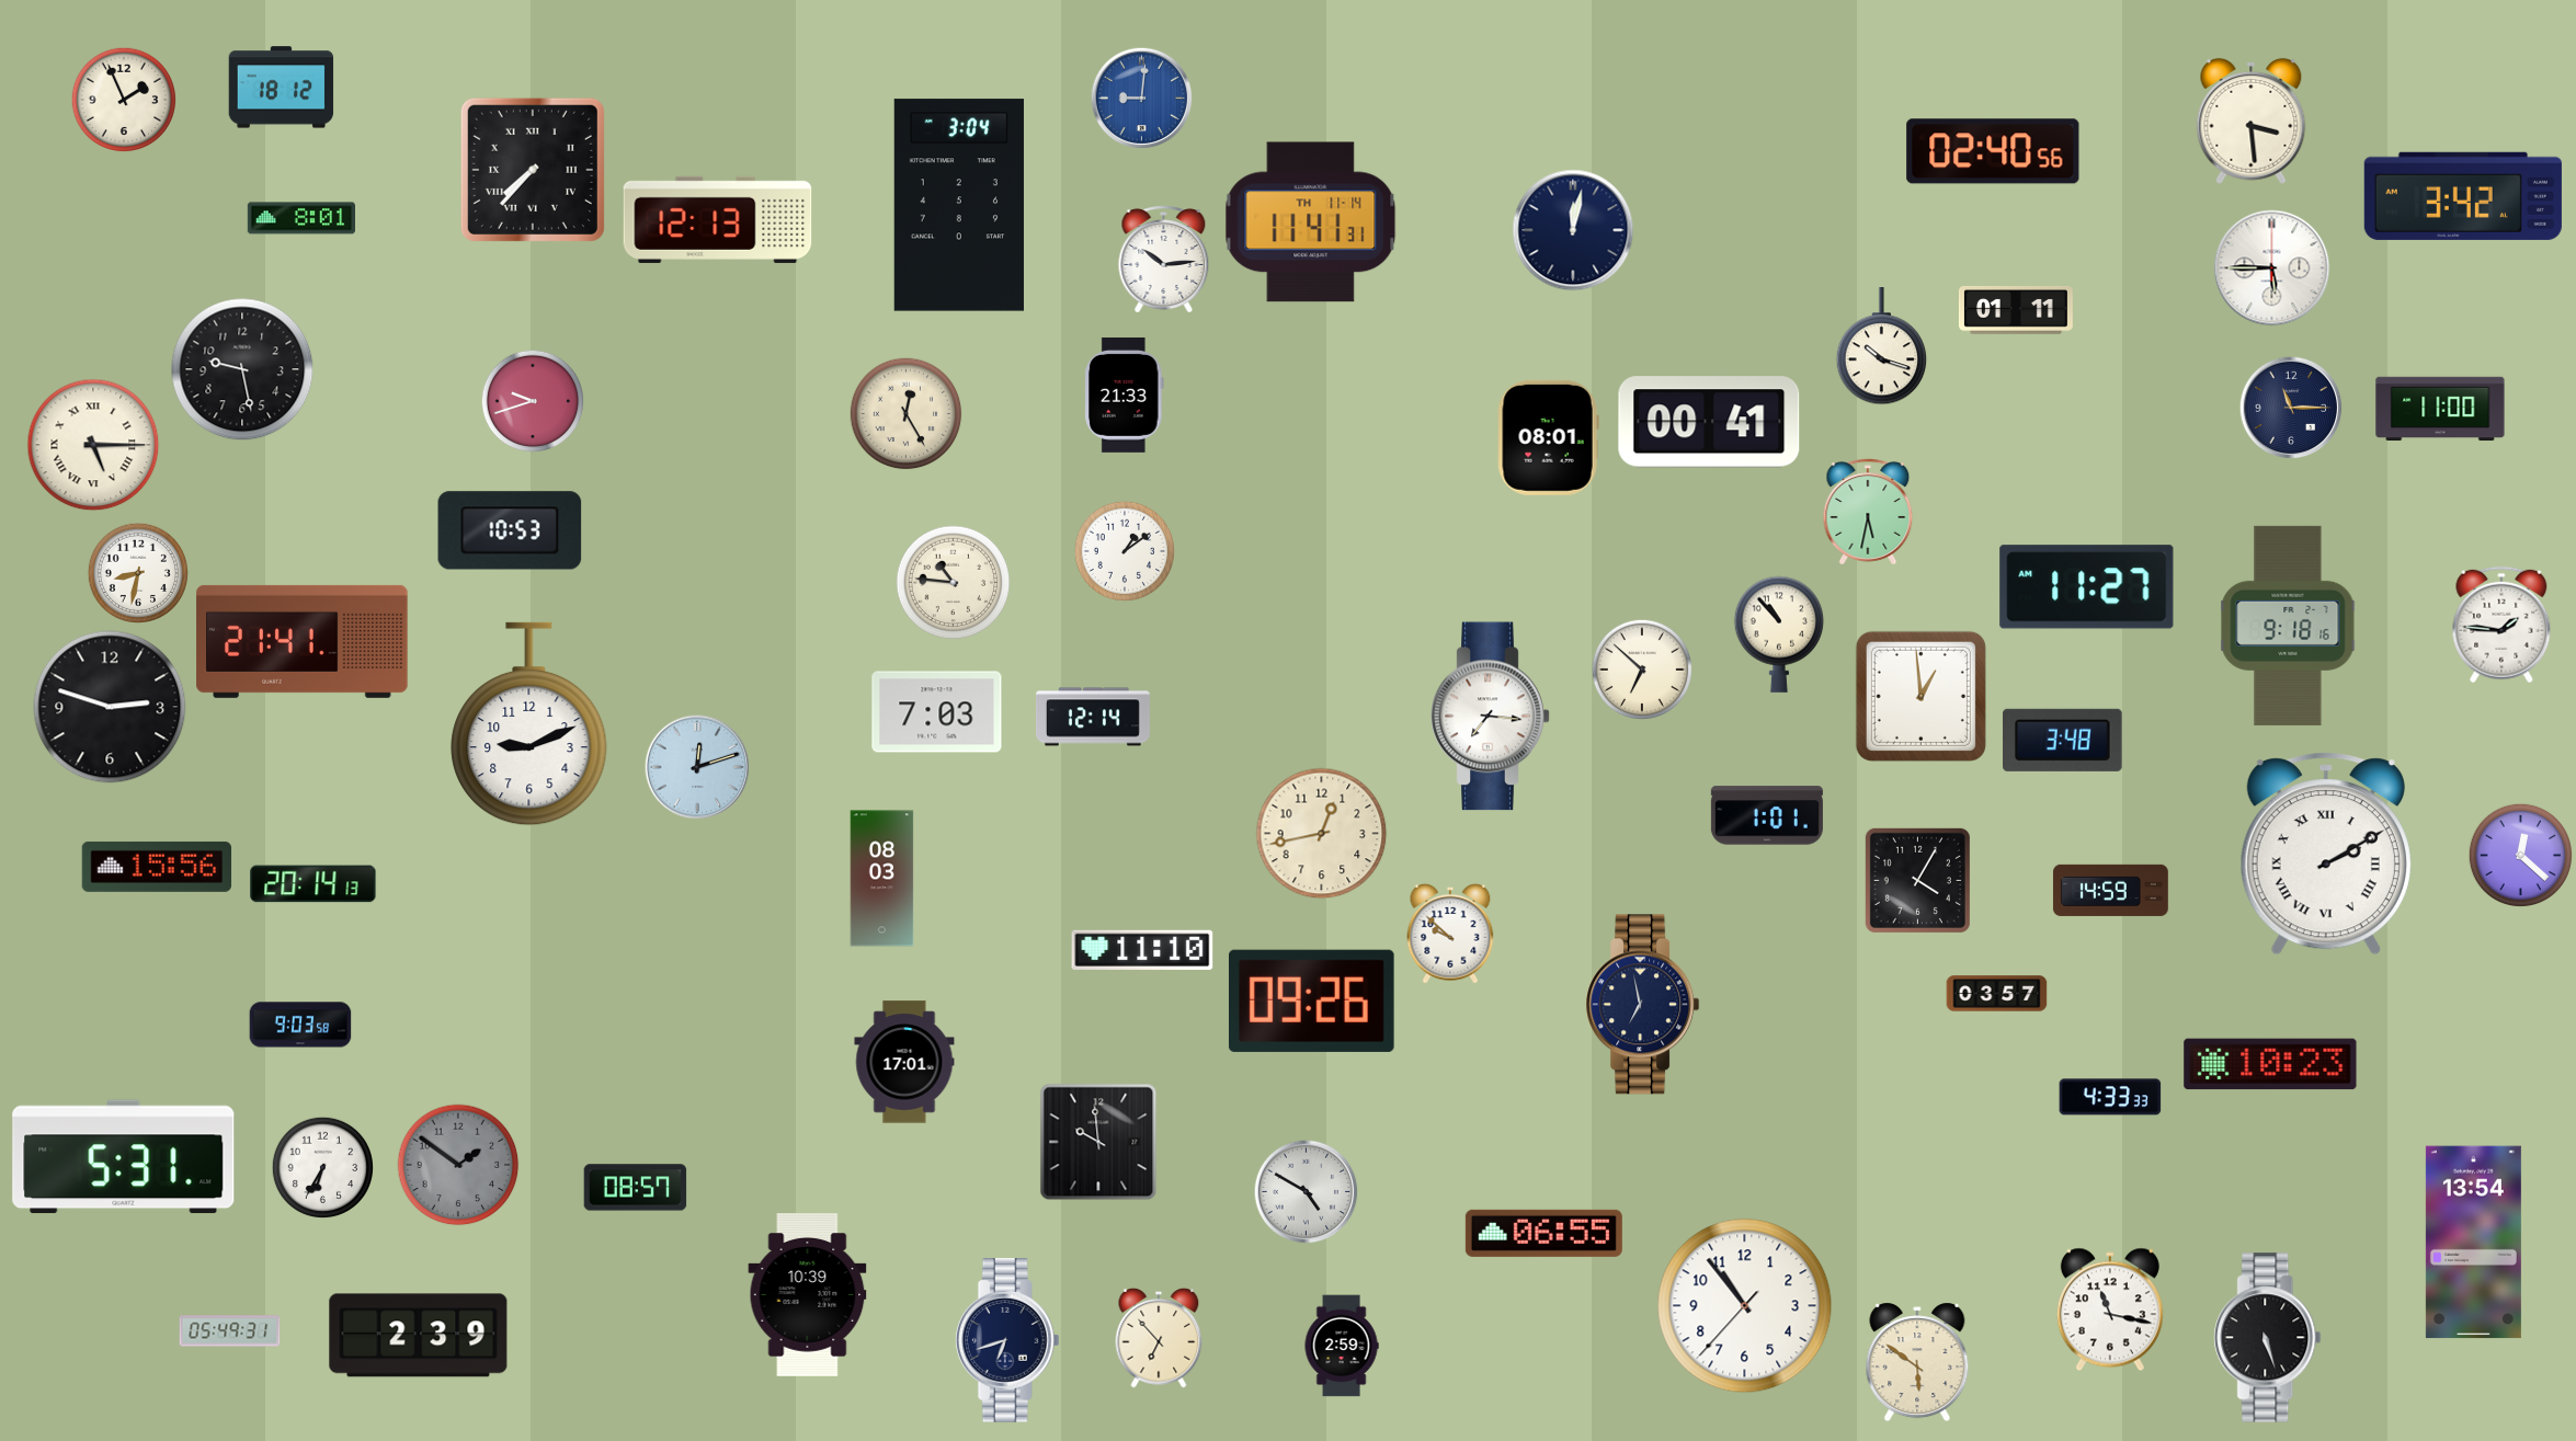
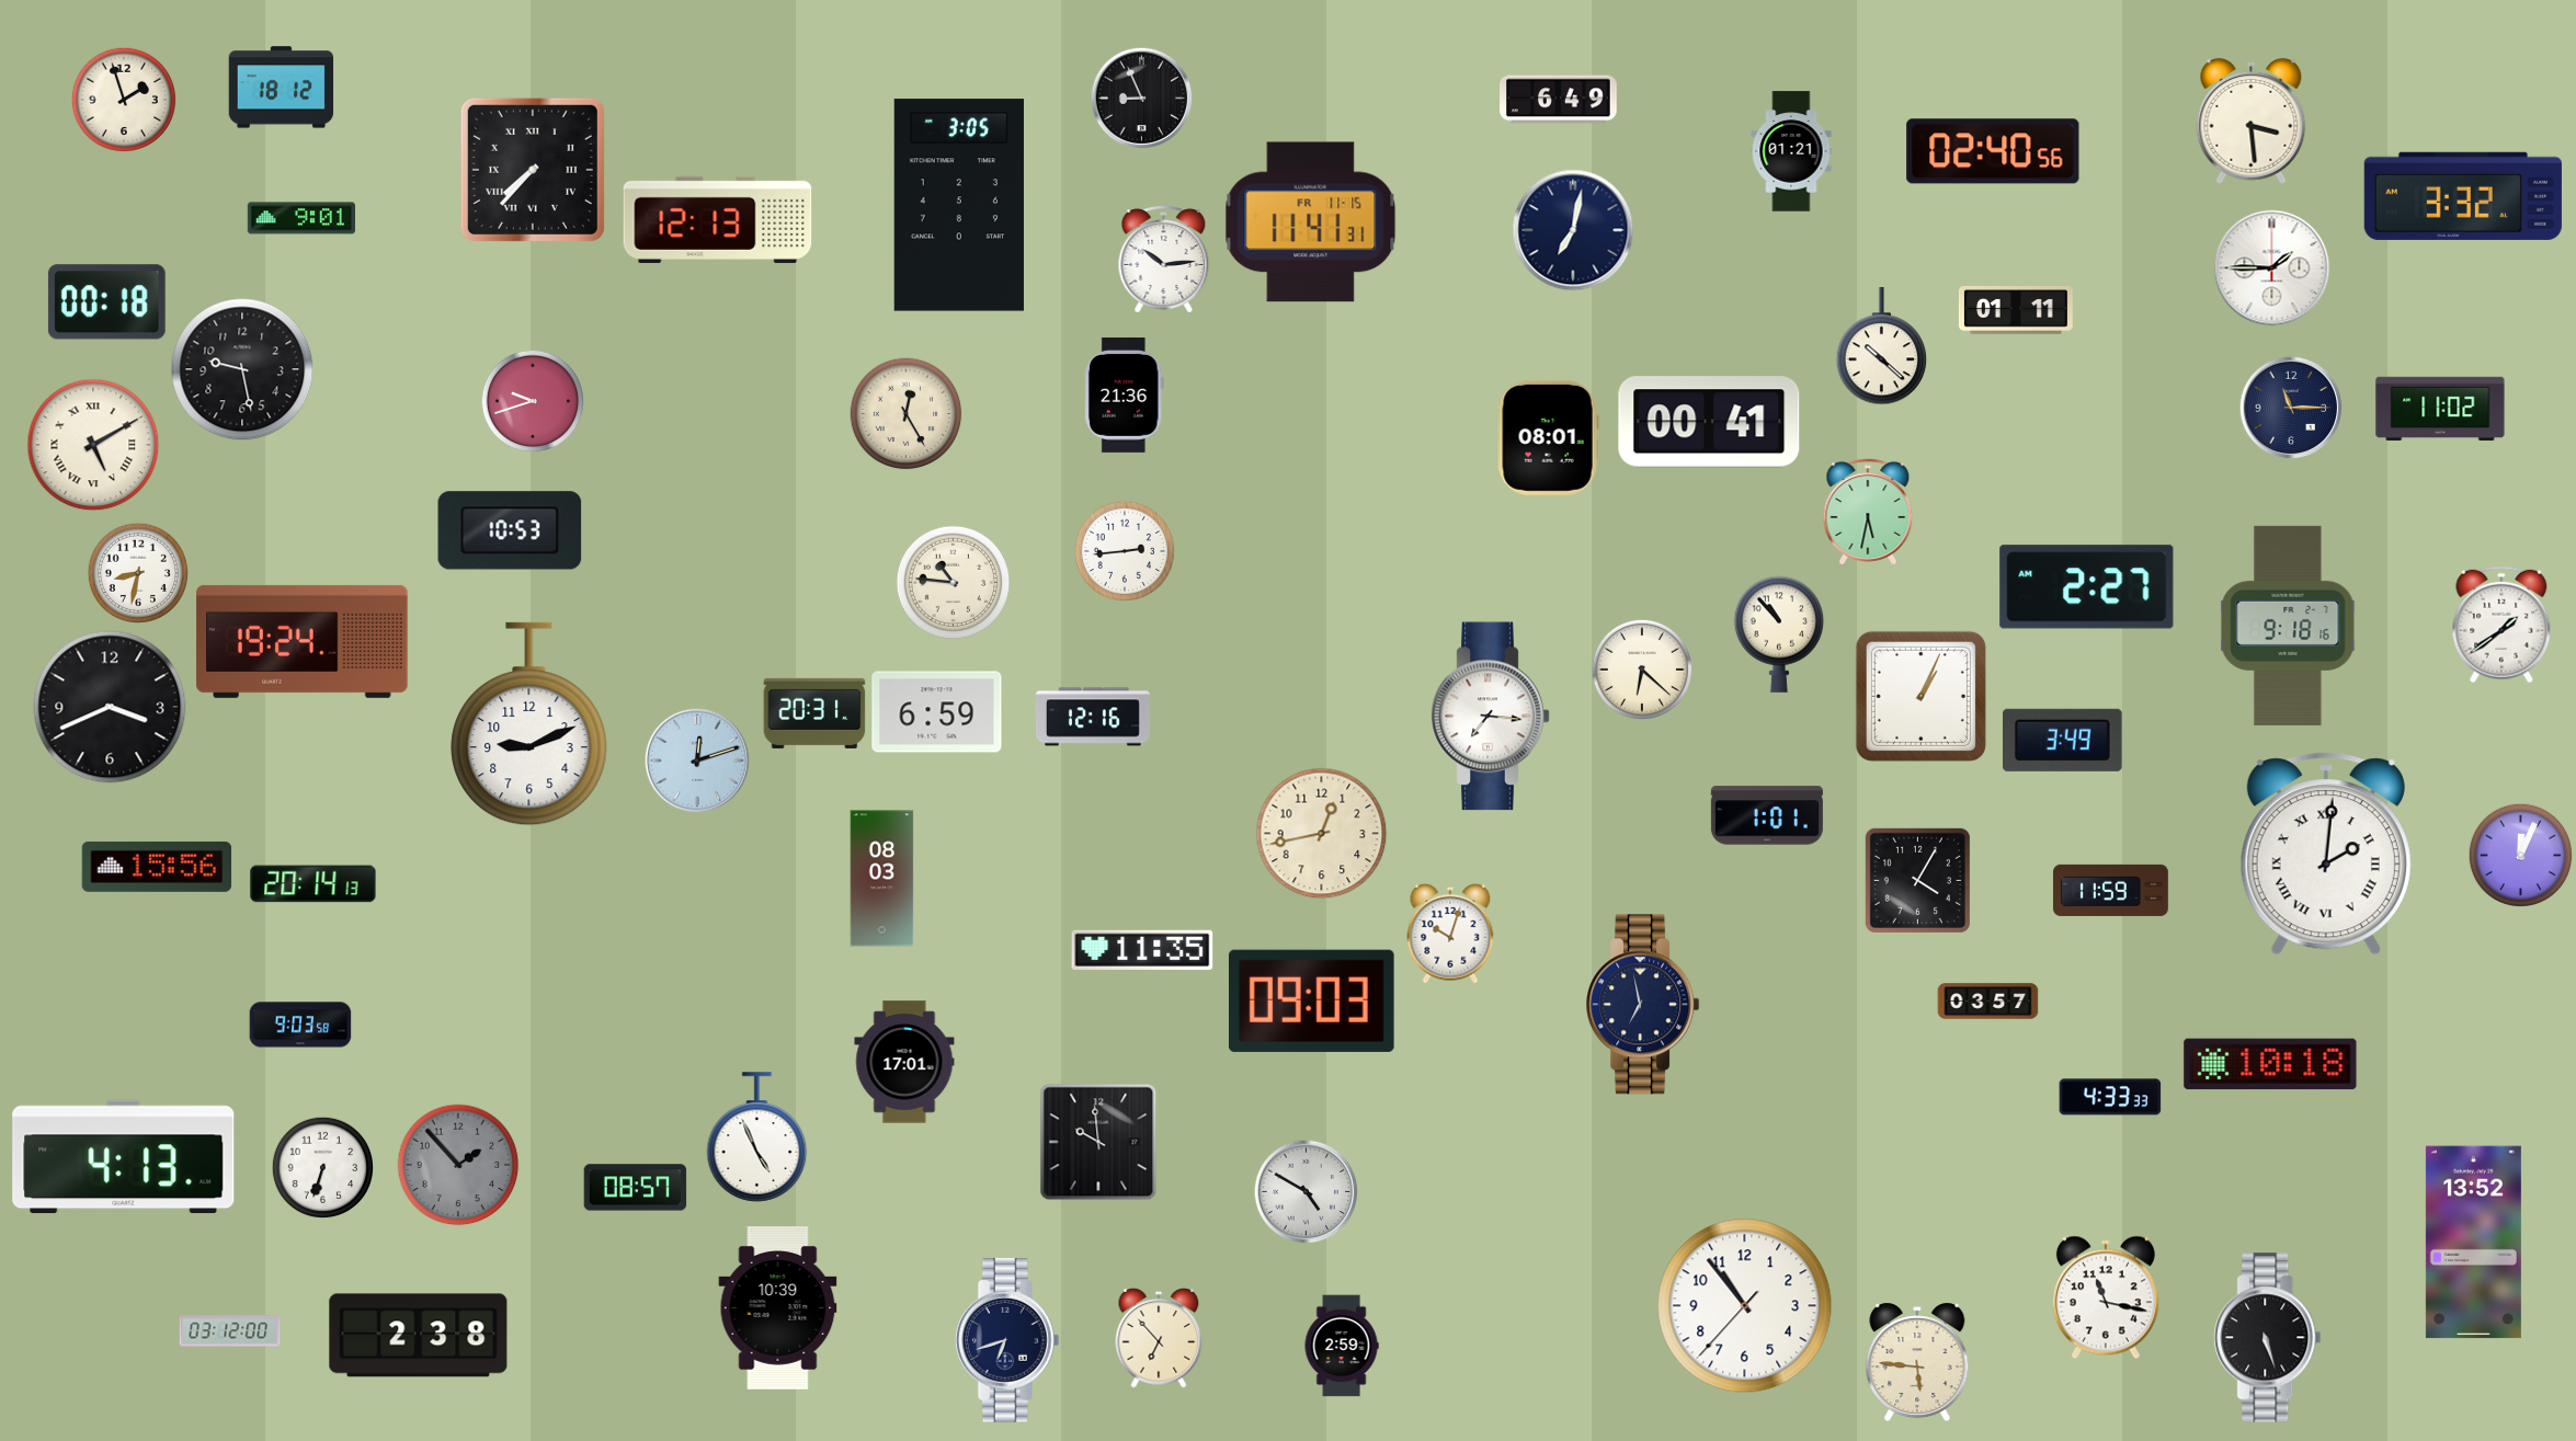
clock at (1141, 98): 9:01 -> 8:56
clock at (1141, 98) dial: blue -> black
clock at (124, 100): 1:56 -> 1:57
clock at (1559, 100): none -> 6:49
clock at (1791, 151): none -> 01:21
clock at (2463, 196): 3:42 -> 3:32
clock at (959, 205): 3:04 -> 3:05
clock at (300, 218): 8:01 -> 9:01
clock at (1311, 222) date: TH 11-14 -> FR 11-15
clock at (1573, 230): 12:02 -> 7:02
clock at (2272, 268): 5:45 -> 1:45
clock at (106, 302): none -> 00:18
clock at (1882, 347): 10:18 -> 10:22
clock at (1125, 394): 21:33 -> 21:36
clock at (2440, 409): 11:00 -> 11:02
clock at (93, 445): 5:15 -> 5:10
clock at (1124, 550): 1:09 -> 2:44
clock at (2087, 587): 11:27 -> 2:27
clock at (2501, 625): 1:46 -> 1:39
clock at (303, 641): 21:41 -> 19:24
clock at (1641, 668): 6:52 -> 6:22
clock at (1920, 696): 12:59 -> 1:04
clock at (110, 707): 2:48 -> 3:41
clock at (937, 712): 7:03 -> 6:59
clock at (814, 713): none -> 20:31
clock at (1093, 717): 12:14 -> 12:16
clock at (2063, 740): 3:48 -> 3:49
clock at (697, 767) position: (697, 767) -> (697, 760)
clock at (2326, 854): 2:10 -> 2:01
clock at (2520, 855): 12:22 -> 12:04
clock at (2110, 890): 14:59 -> 11:59
clock at (1450, 934): 9:52 -> 10:03
clock at (1142, 950): 11:10 -> 11:35
clock at (1997, 994) position: (1997, 994) -> (1988, 1002)
clock at (1311, 1000): 09:26 -> 09:03
clock at (2270, 1064): 10:23 -> 10:18
clock at (757, 1137): none -> 4:56
clock at (124, 1157): 5:31 -> 4:13
clock at (458, 1165): 1:51 -> 1:53
clock at (322, 1167): 6:35 -> 6:33
clock at (1543, 1233): 06:55 -> none
clock at (2473, 1243): 13:54 -> 13:52
clock at (808, 1295) position: (808, 1295) -> (778, 1308)
clock at (2110, 1310) position: (2110, 1310) -> (2106, 1297)
clock at (230, 1331): 05:49 -> 03:12
clock at (419, 1336): 2:39 -> 2:38
clock at (1917, 1362): 5:51 -> 5:46
